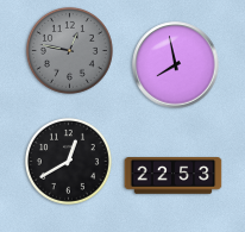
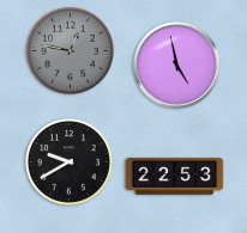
clock at (176, 65): 7:58 -> 4:58
clock at (68, 161): 12:40 -> 9:40
